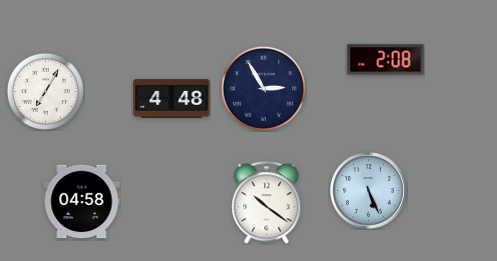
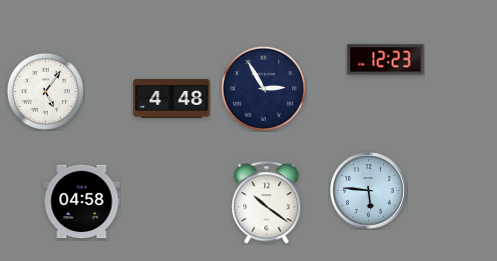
clock at (386, 60): 2:08 -> 12:23
clock at (45, 91): 7:05 -> 5:06
clock at (369, 191): 5:26 -> 5:46
